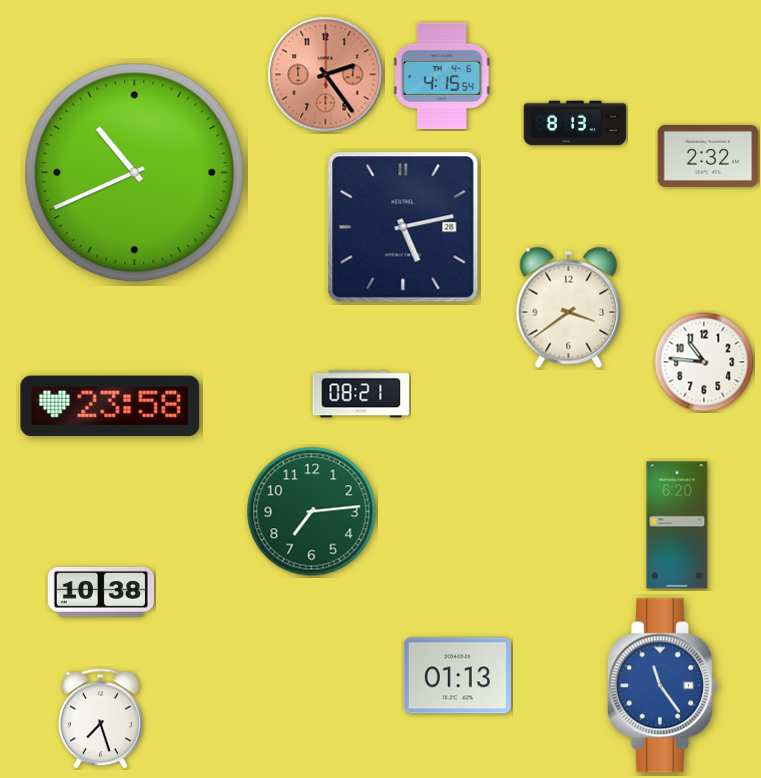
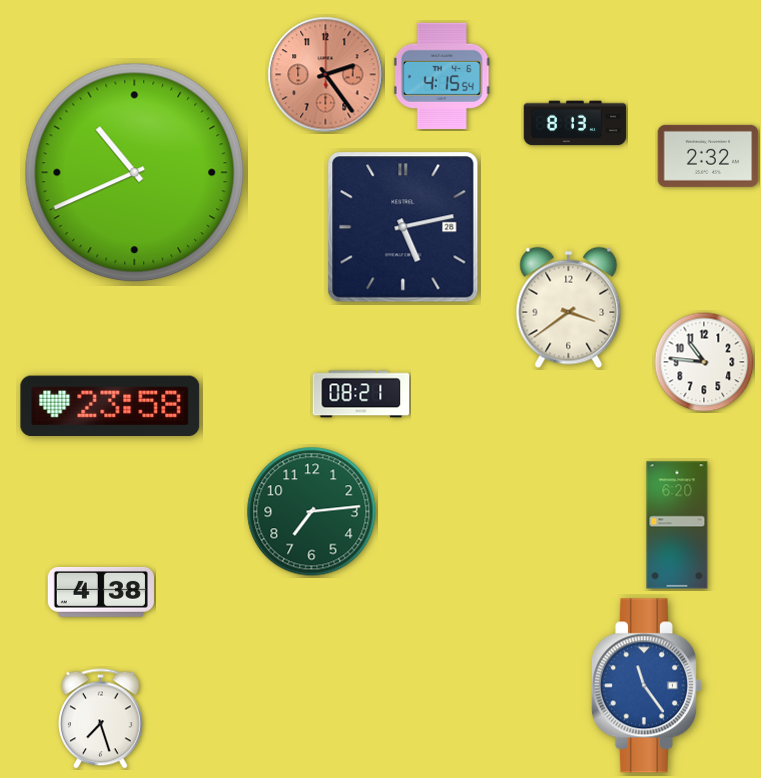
clock at (101, 592): 10:38 -> 4:38
clock at (457, 676): 01:13 -> none
clock at (662, 686) position: (662, 686) -> (646, 686)
